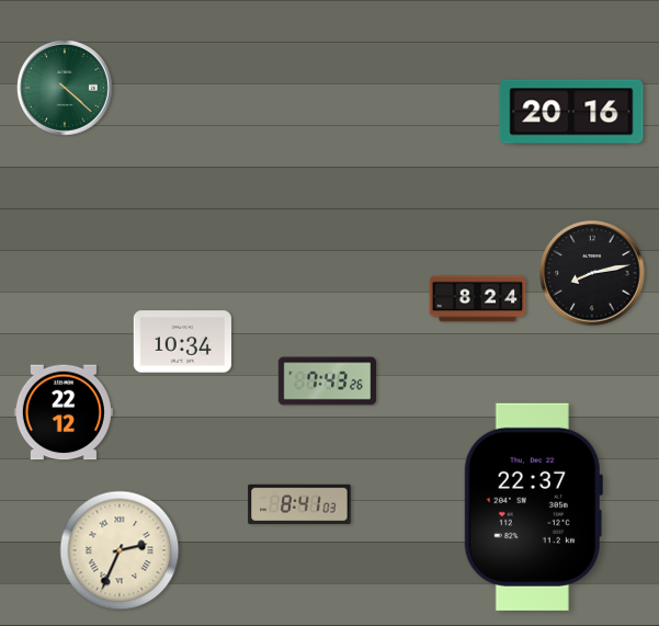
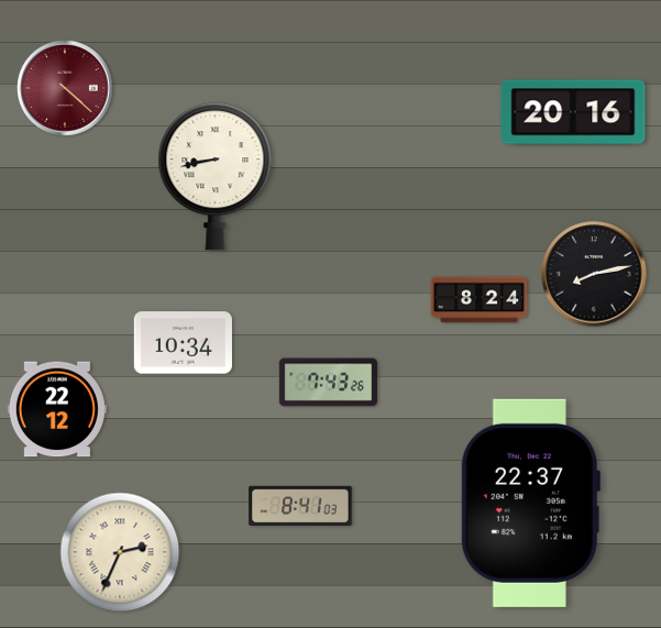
clock at (66, 89) dial: green -> burgundy
clock at (216, 177): none -> 8:43
clock at (64, 412) position: (64, 412) -> (57, 409)
clock at (533, 507) position: (533, 507) -> (530, 503)
